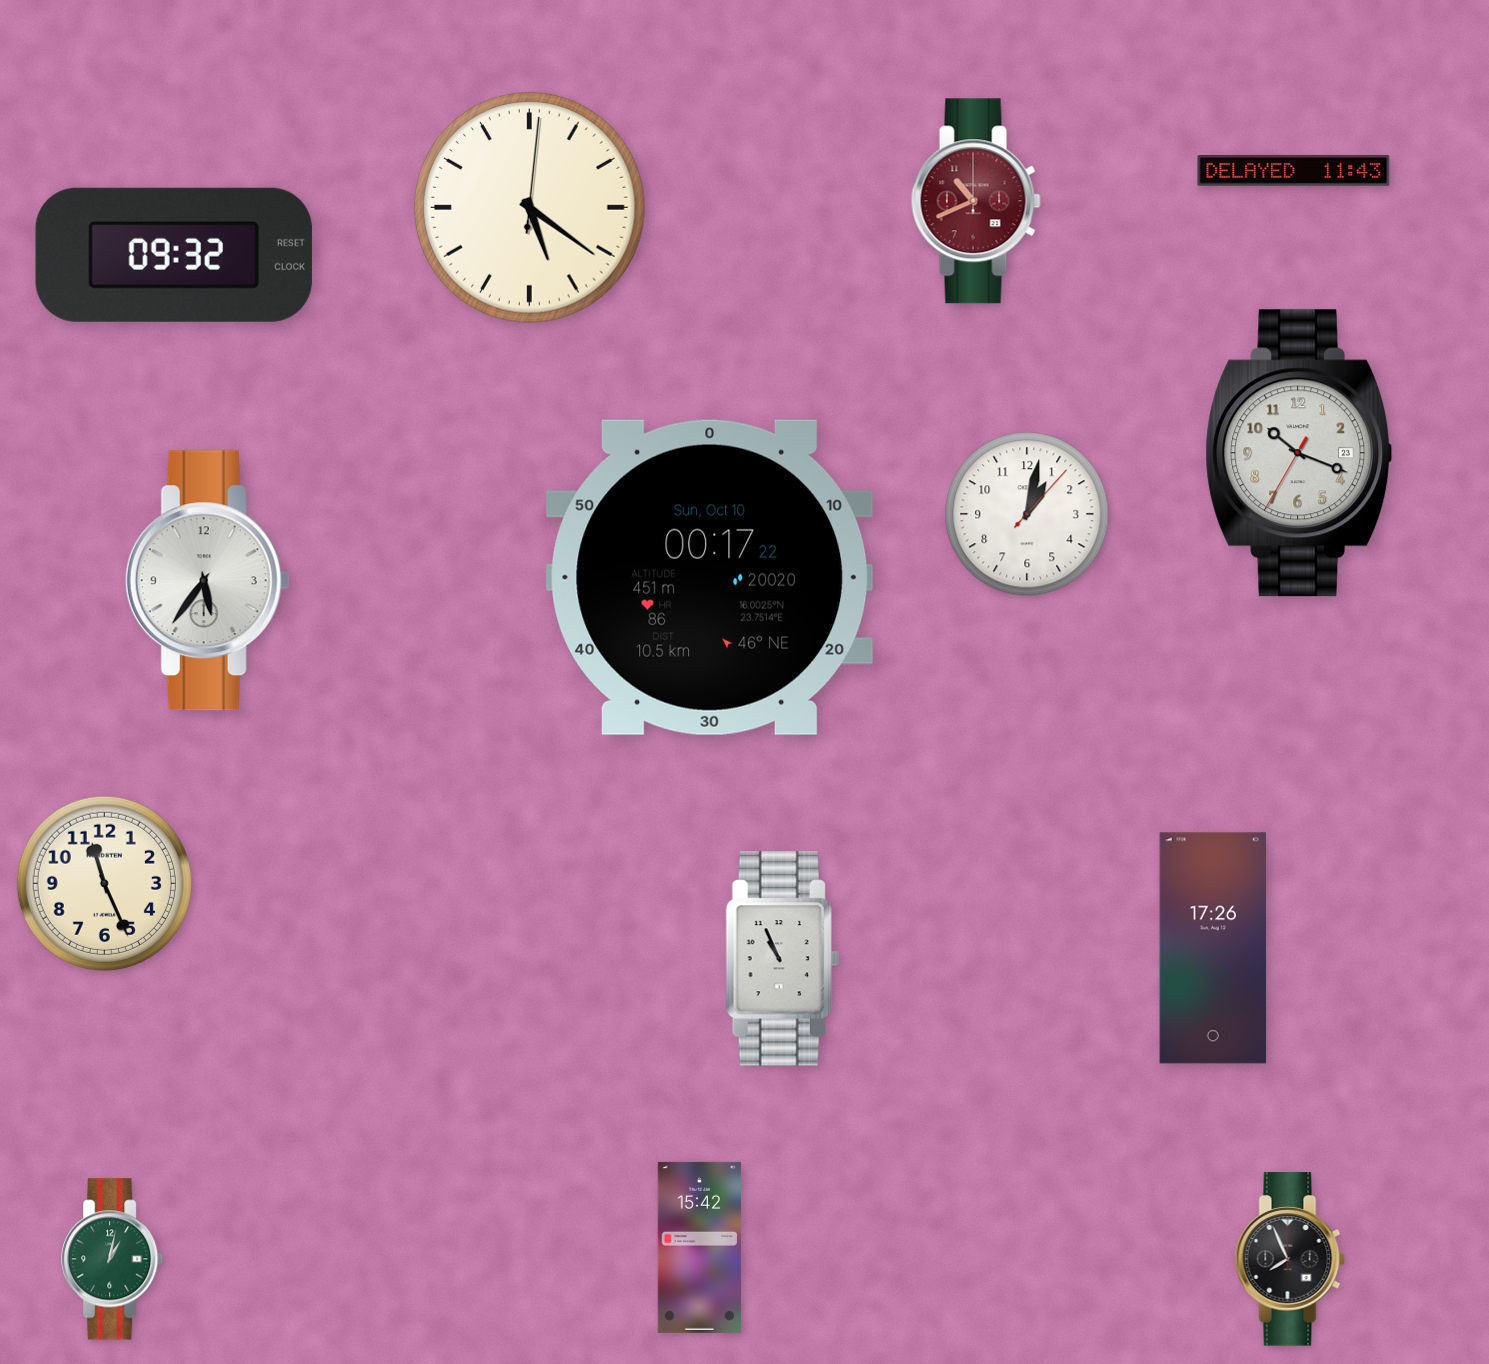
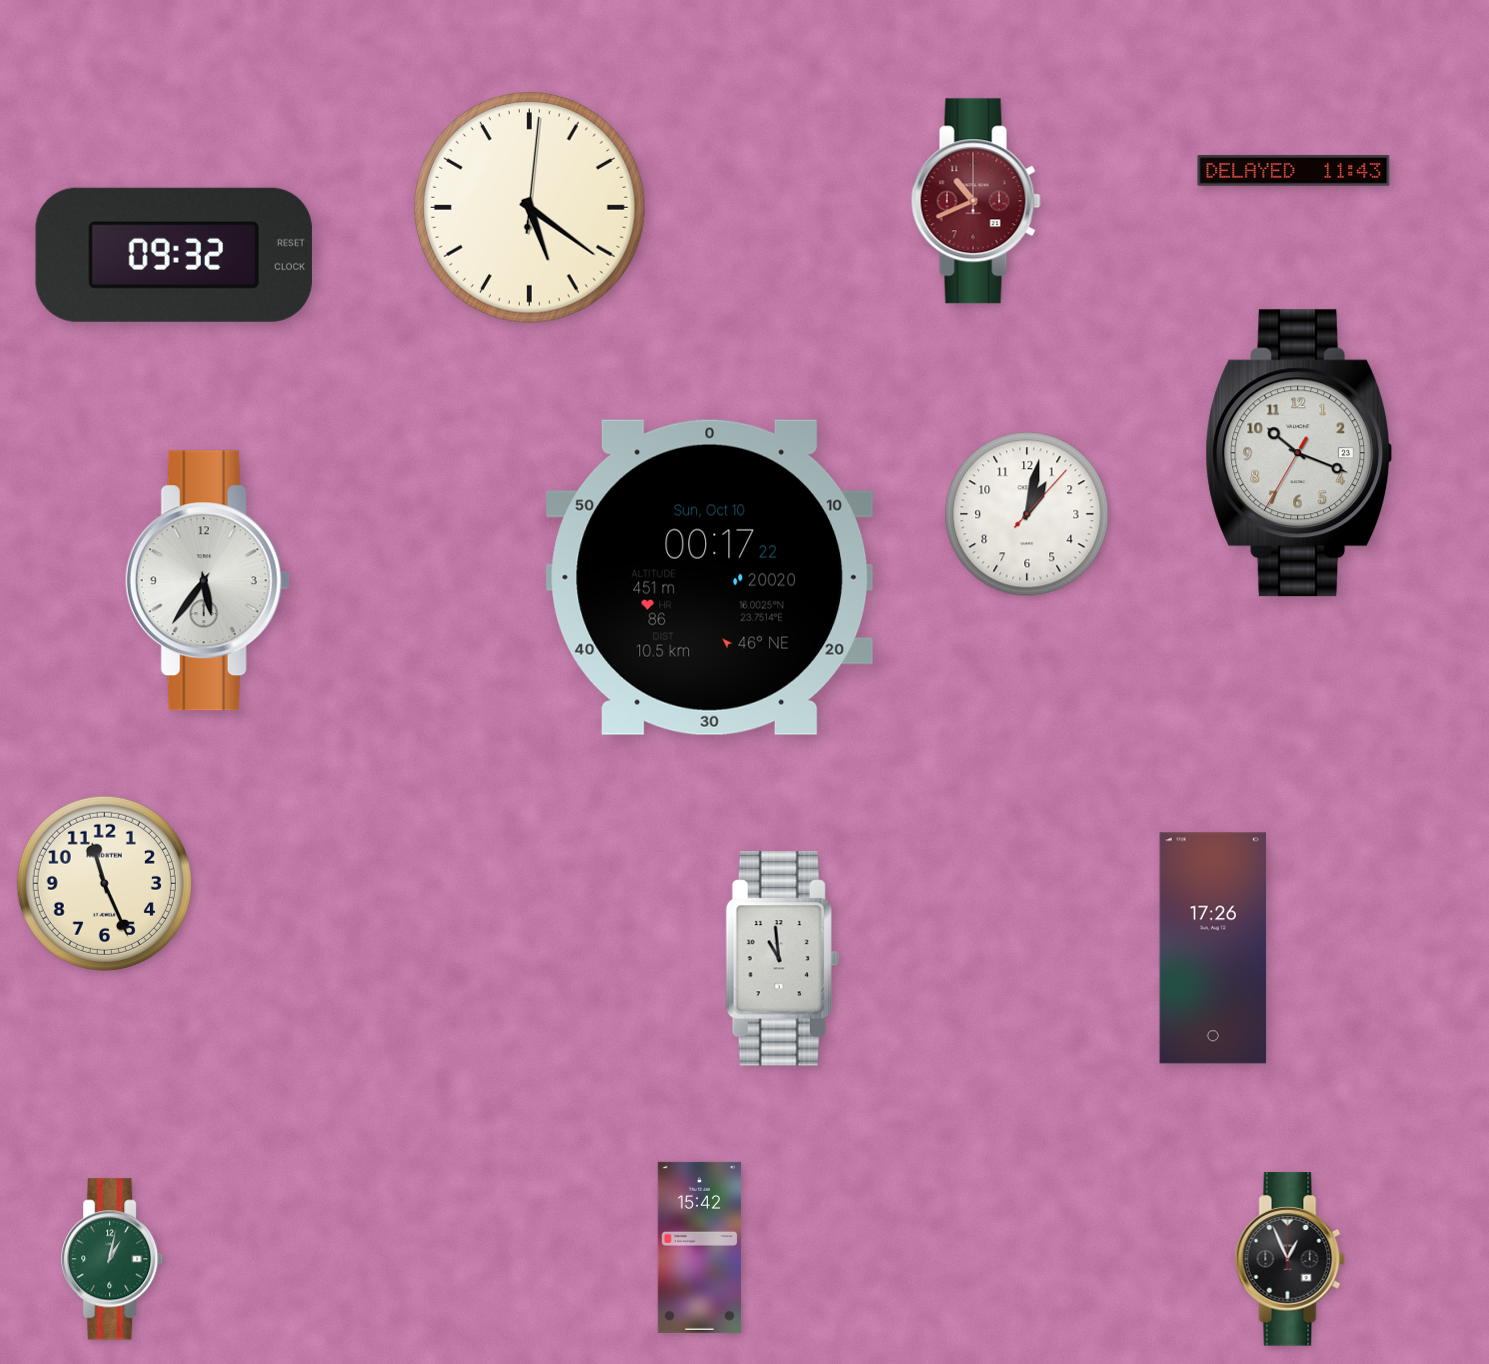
clock at (782, 959): 10:56 -> 10:59
clock at (1290, 1259): 7:56 -> 12:56
